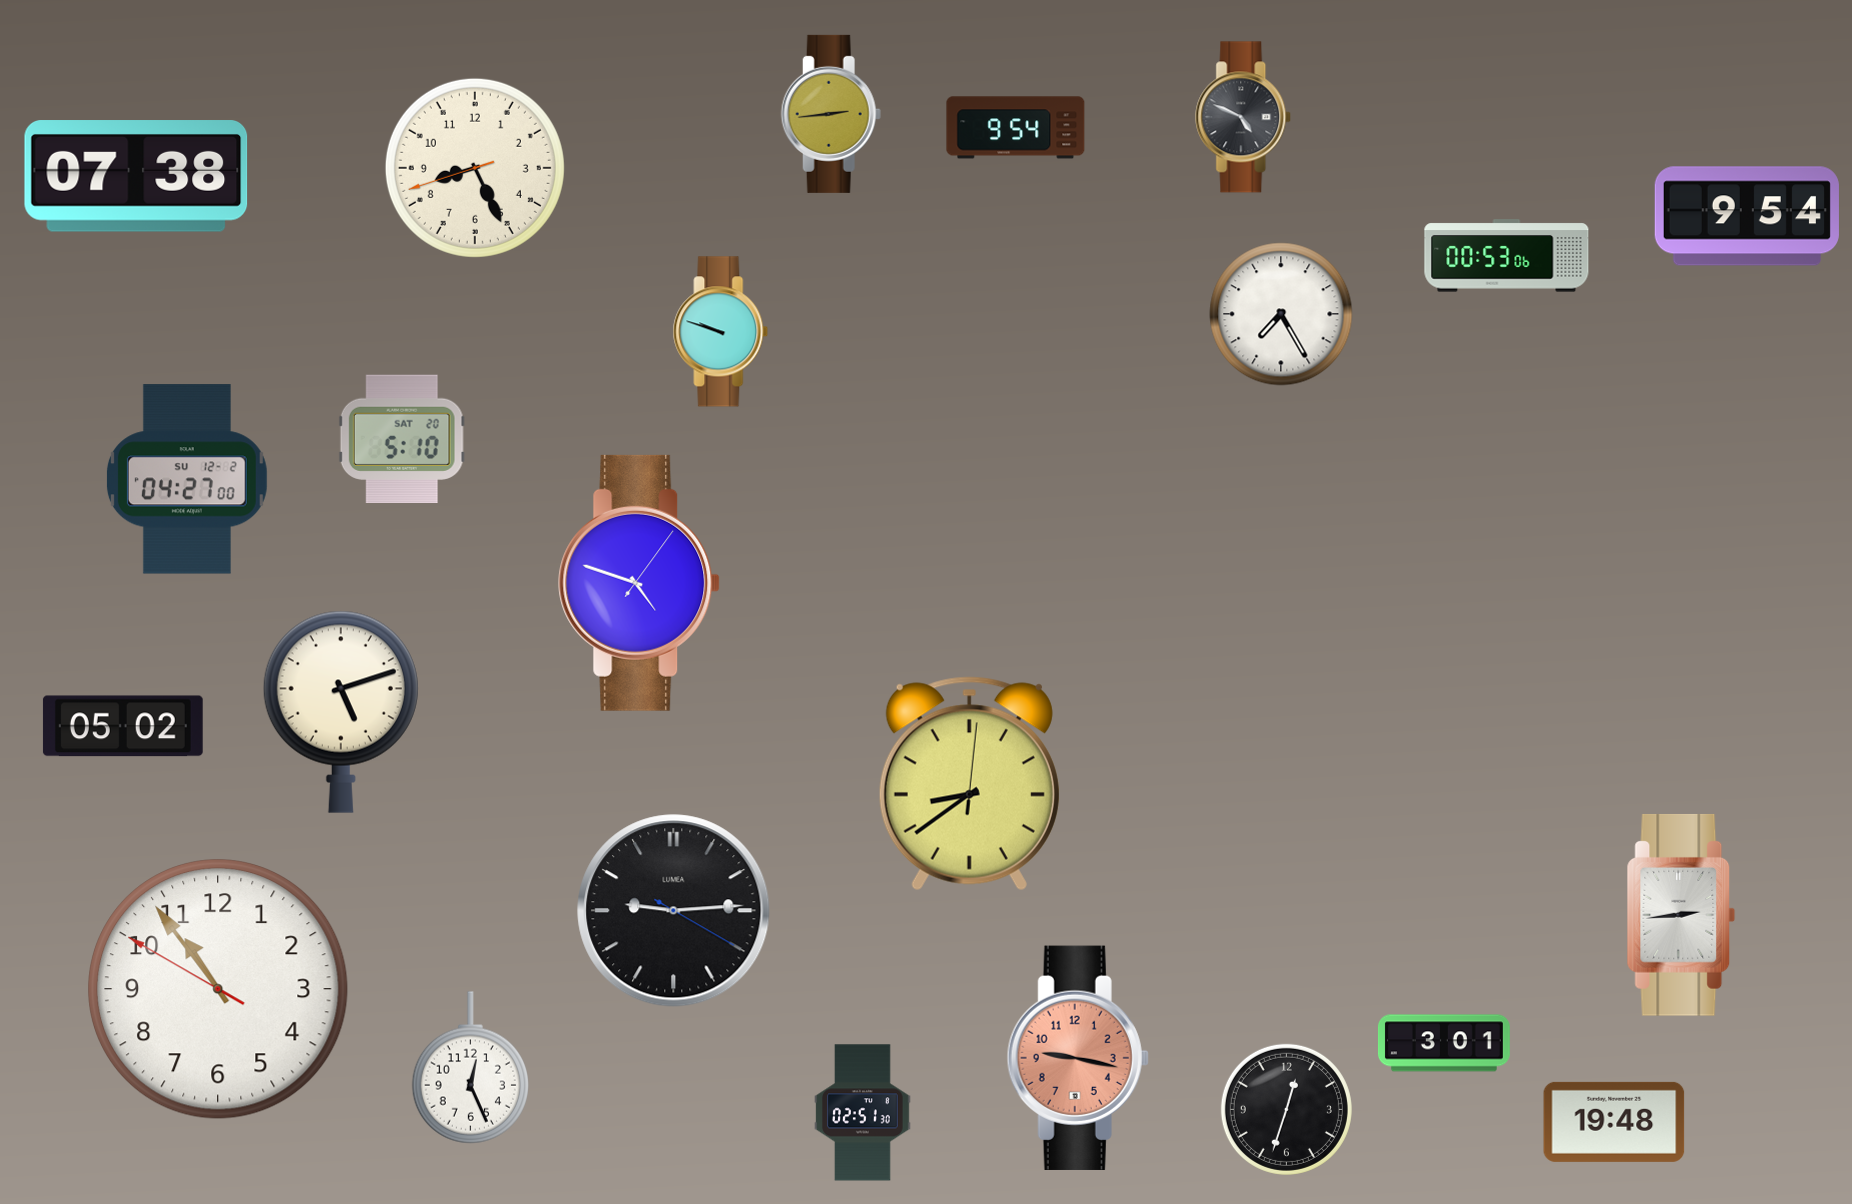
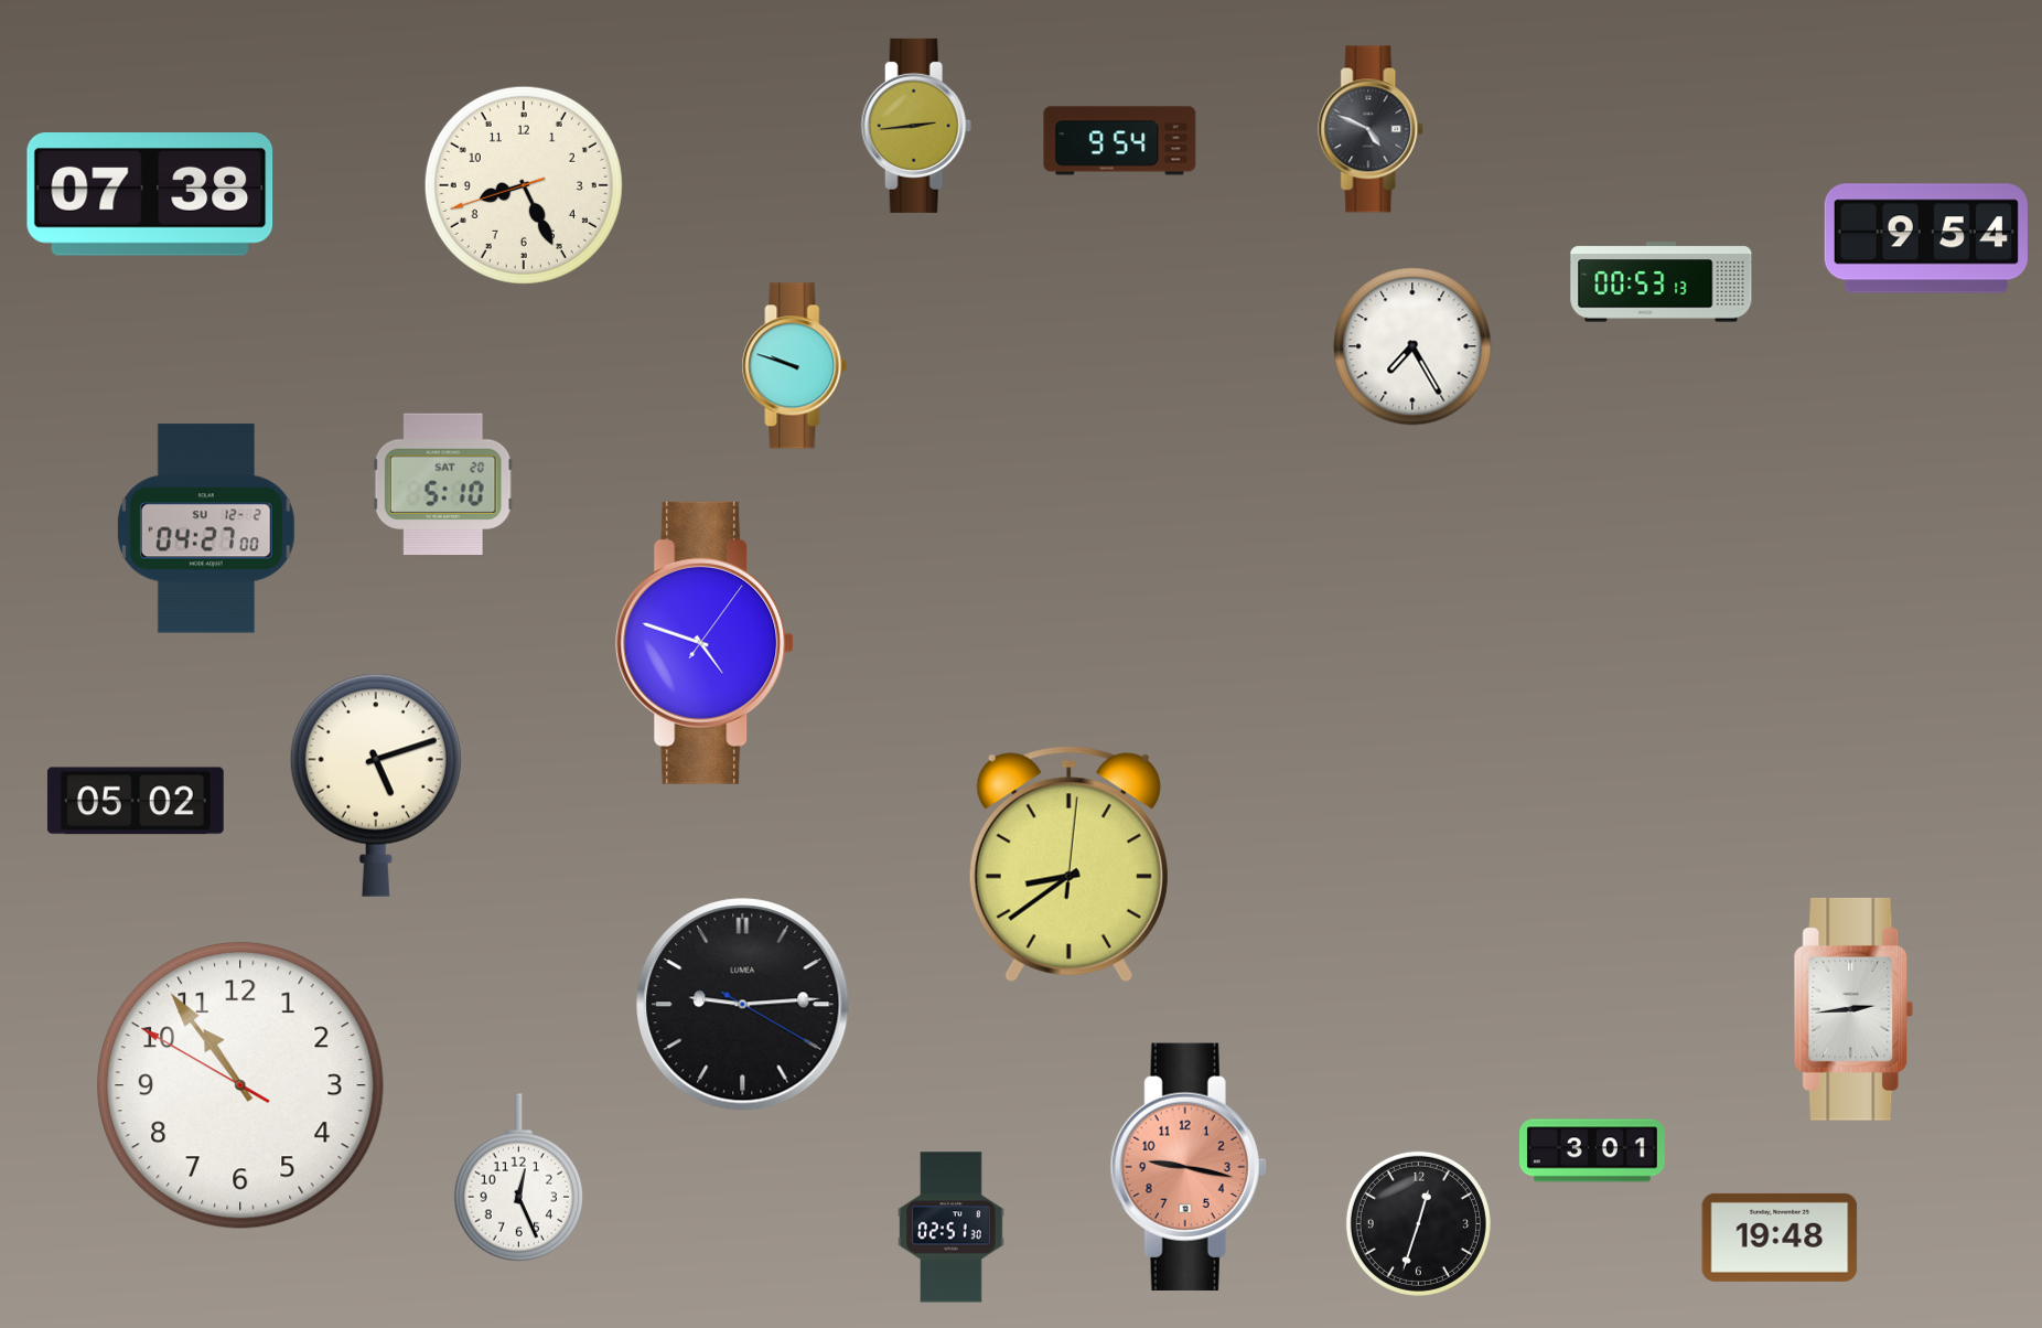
clock at (1507, 256): 00:53:06 -> 00:53:13
clock at (218, 989) position: (218, 989) -> (240, 1085)
